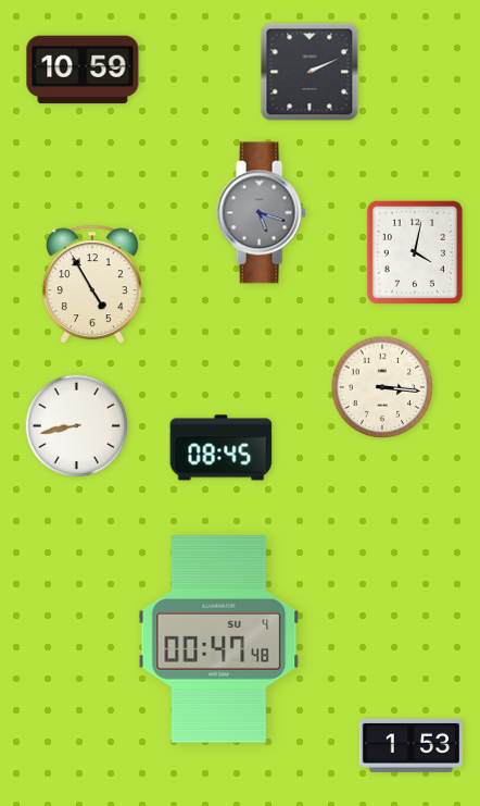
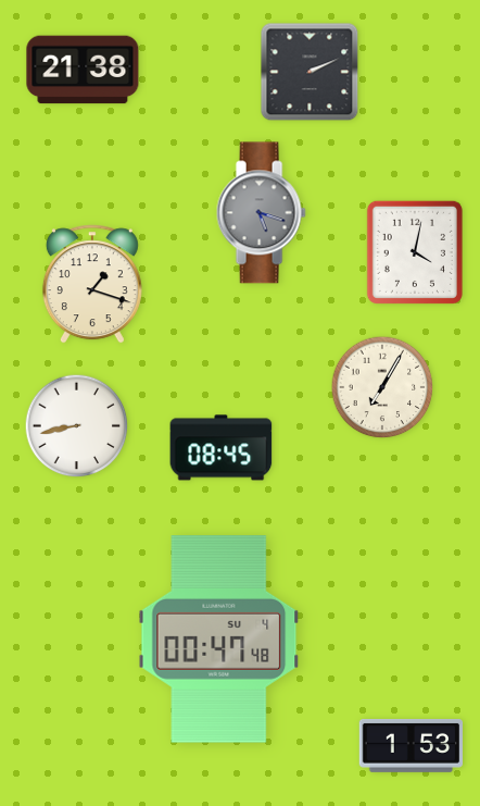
clock at (83, 70): 10:59 -> 21:38
clock at (92, 284): 4:55 -> 1:18
clock at (382, 387): 3:16 -> 7:05
